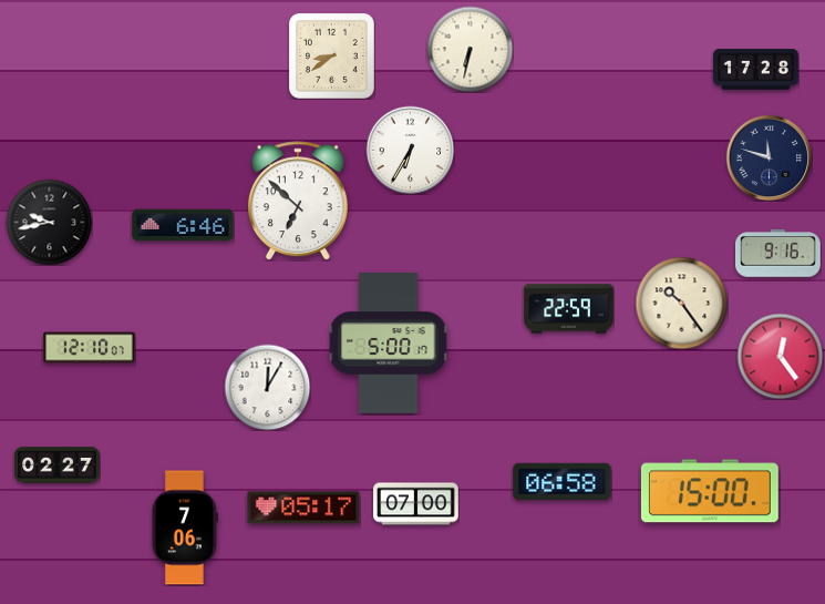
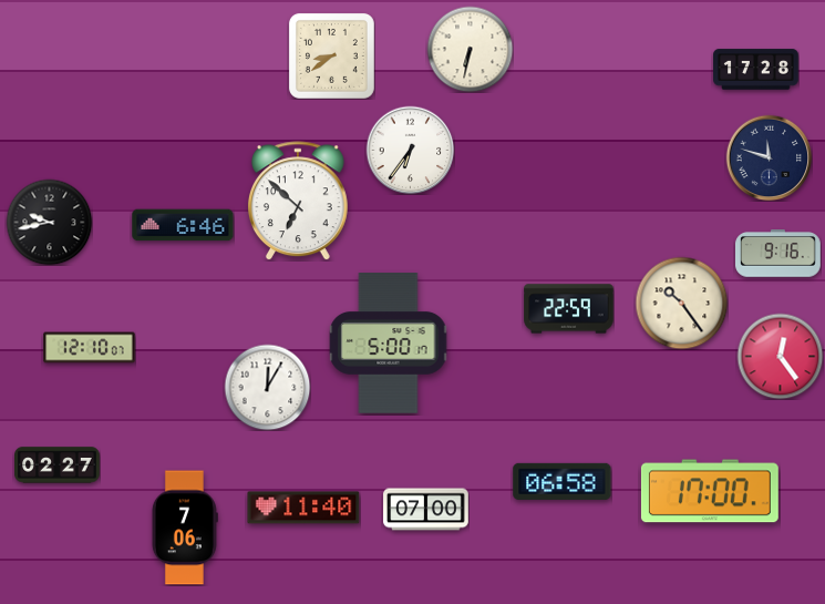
clock at (410, 150): 6:35 -> 6:36
clock at (710, 491): 15:00 -> 17:00
clock at (416, 504) position: (416, 504) -> (426, 510)
clock at (303, 508): 05:17 -> 11:40
